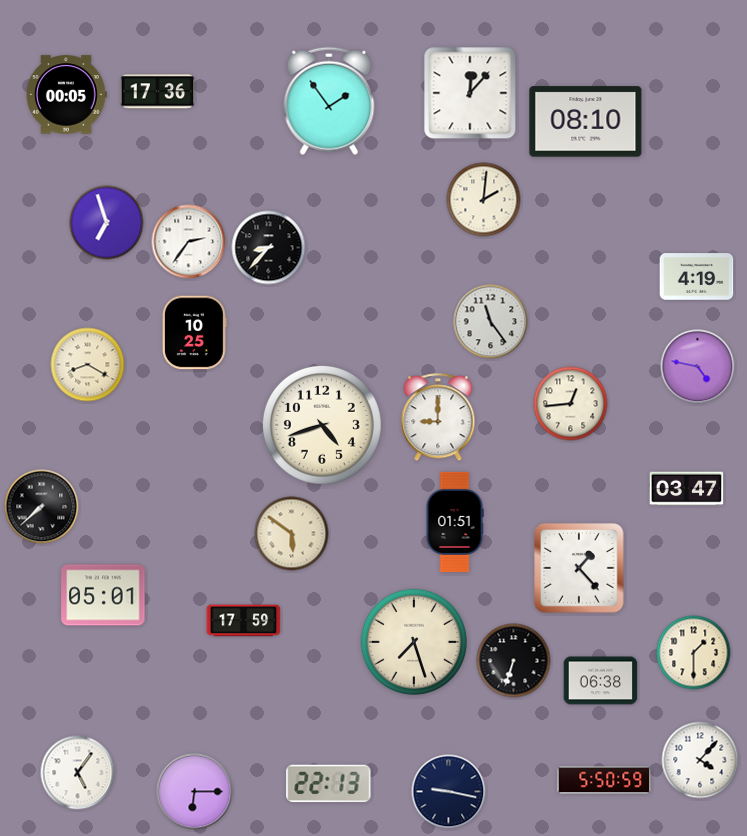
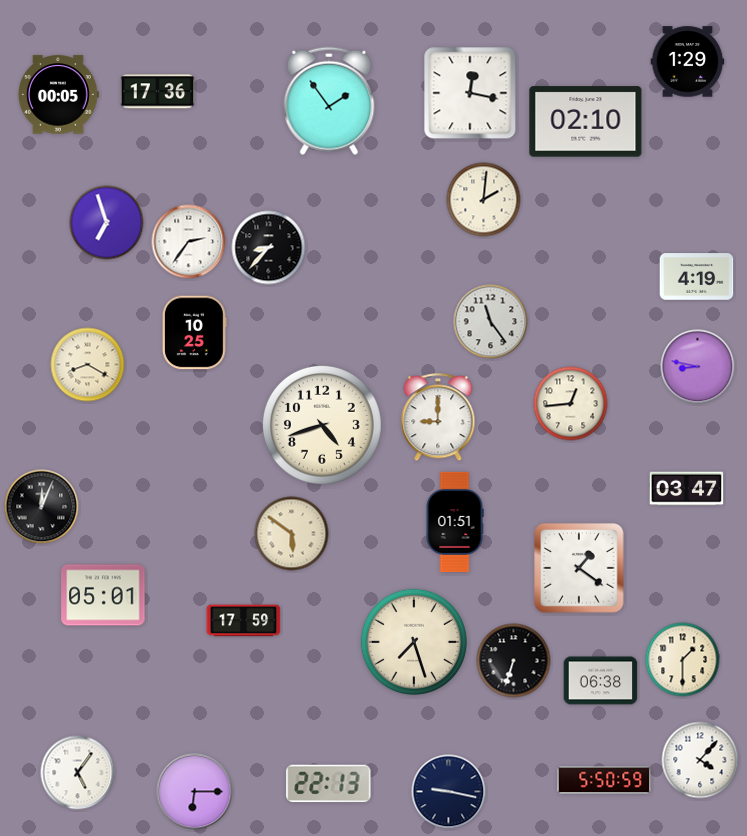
clock at (688, 62): none -> 1:29
clock at (470, 93): 12:07 -> 12:17
clock at (66, 95) position: (66, 95) -> (58, 95)
clock at (586, 122): 08:10 -> 02:10
clock at (698, 367): 4:47 -> 8:47
clock at (42, 507): 7:38 -> 12:04
clock at (579, 568): 1:23 -> 1:21
clock at (694, 653) position: (694, 653) -> (683, 660)
